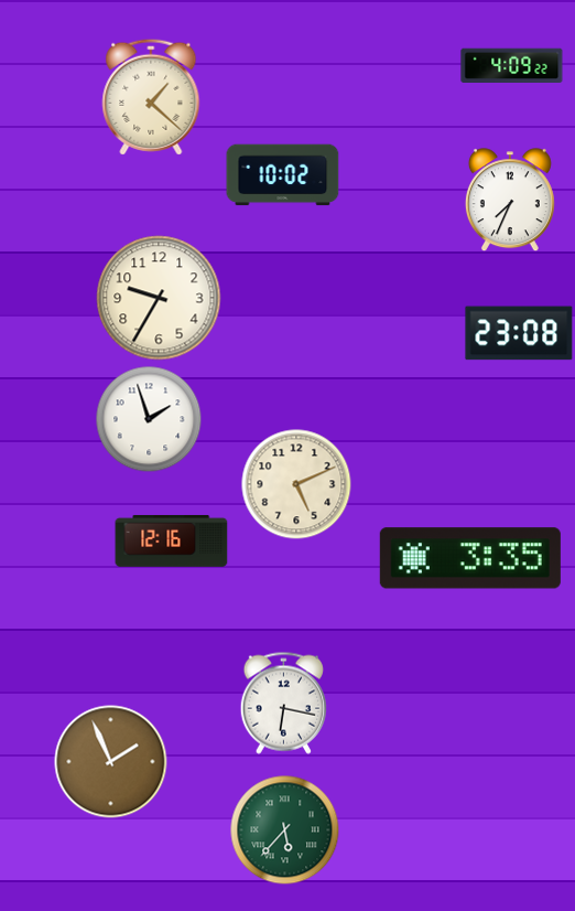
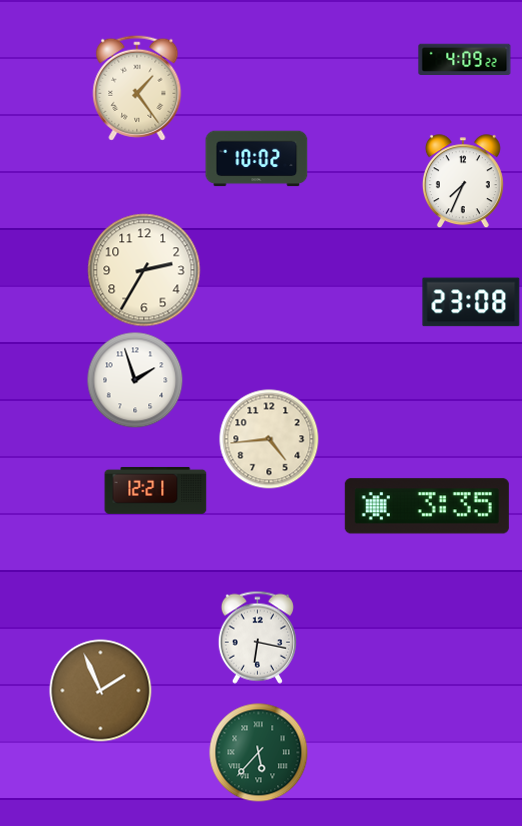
clock at (151, 97): 1:22 -> 1:24
clock at (159, 298): 9:35 -> 2:35
clock at (296, 484): 5:11 -> 4:44
clock at (172, 540): 12:16 -> 12:21
